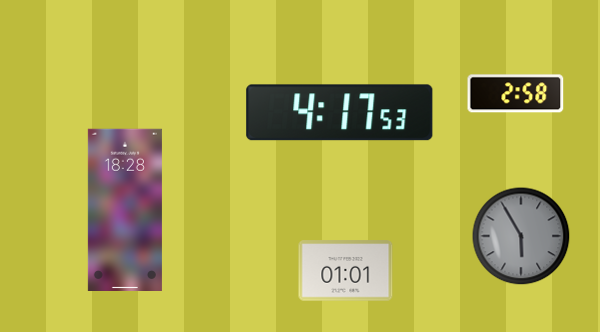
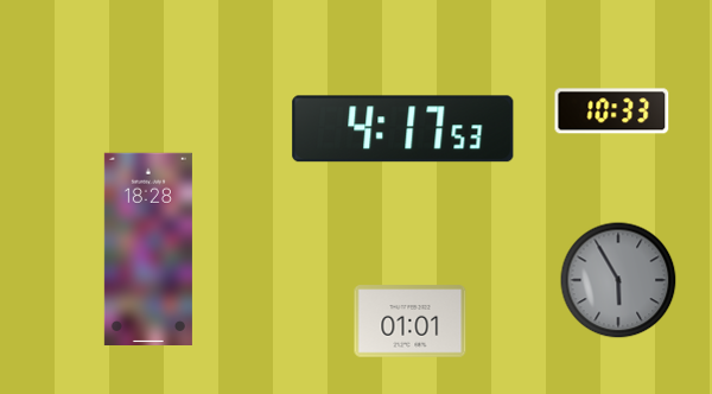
clock at (516, 94): 2:58 -> 10:33
clock at (340, 113) position: (340, 113) -> (403, 129)
